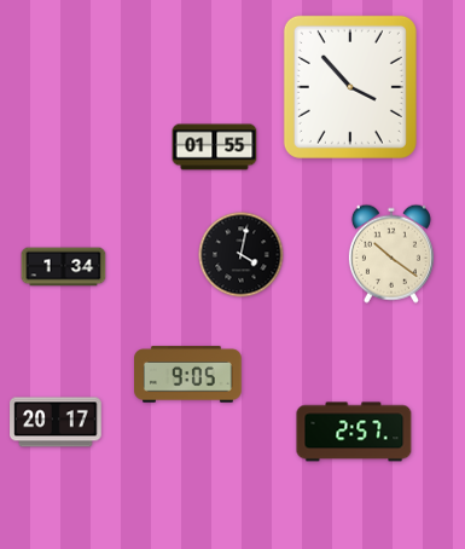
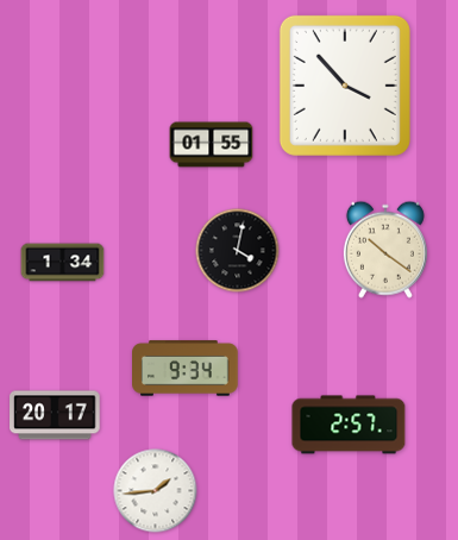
clock at (188, 375): 9:05 -> 9:34
clock at (156, 491): none -> 1:44
